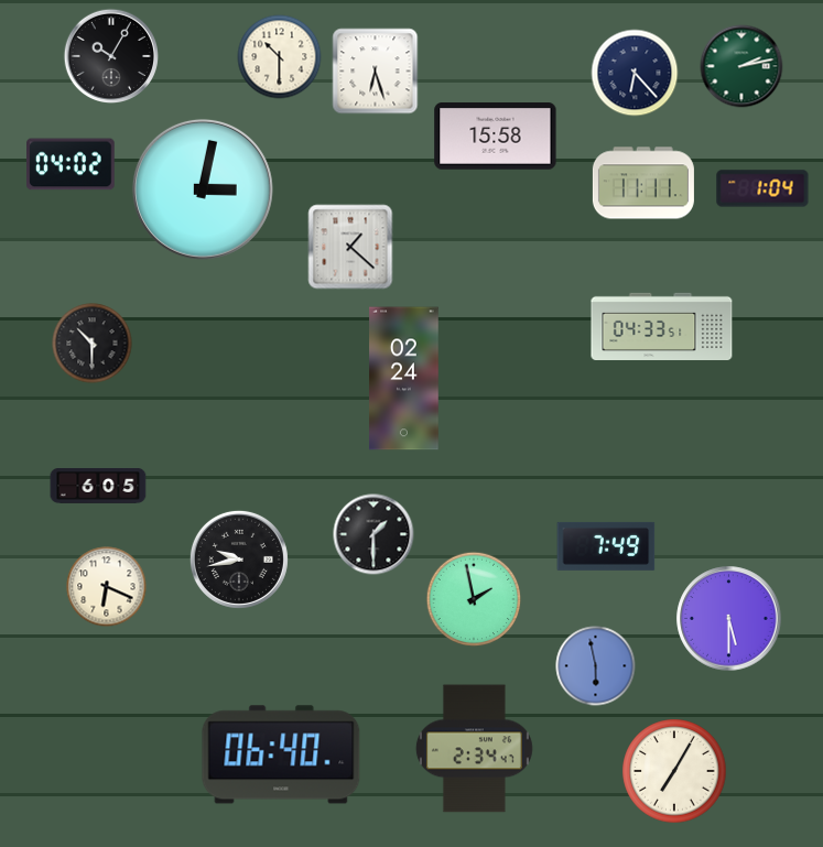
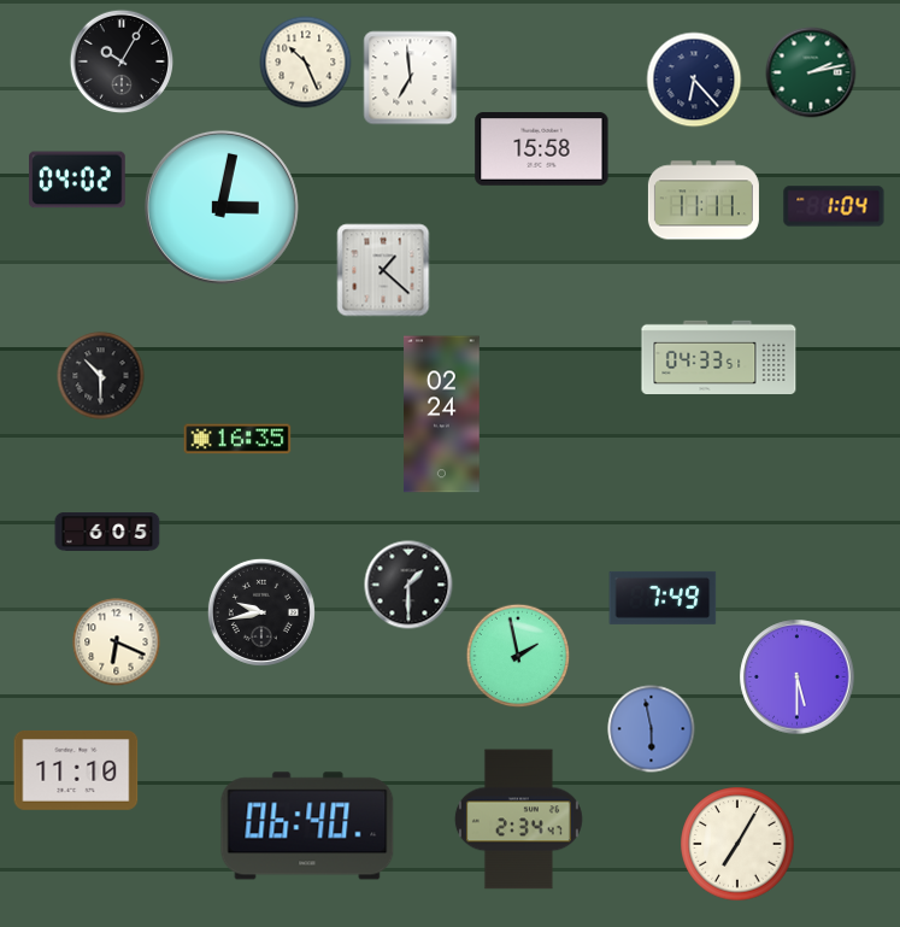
clock at (280, 57): 10:30 -> 10:26
clock at (376, 72): 6:27 -> 6:59
clock at (662, 326) position: (662, 326) -> (719, 357)
clock at (237, 439): none -> 16:35
clock at (76, 770): none -> 11:10
